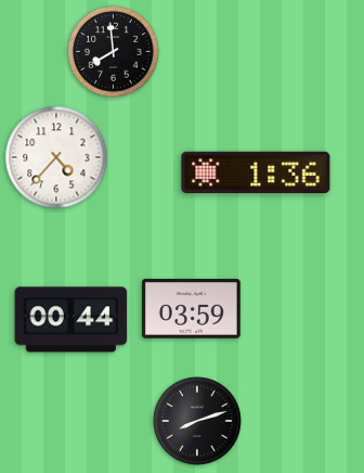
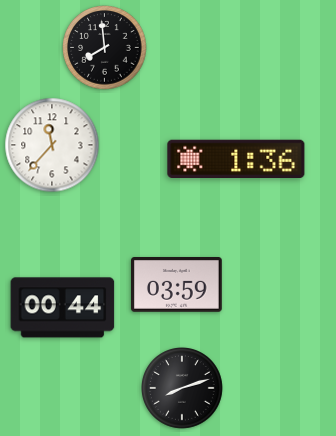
clock at (56, 157): 4:37 -> 11:37
clock at (71, 320) position: (71, 320) -> (63, 308)
